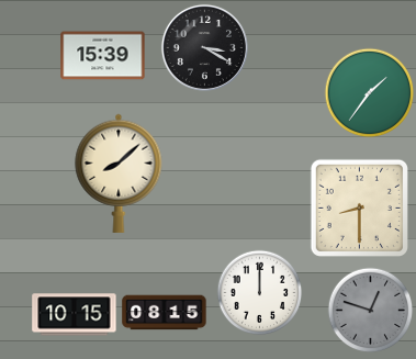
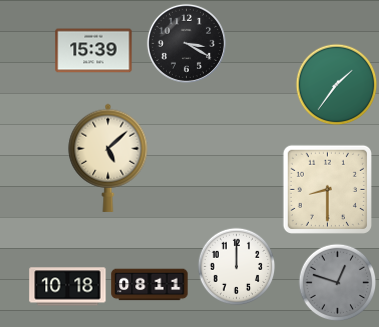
clock at (119, 173): 8:08 -> 5:08
clock at (165, 313): 08:15 -> 08:11
clock at (75, 315): 10:15 -> 10:18
